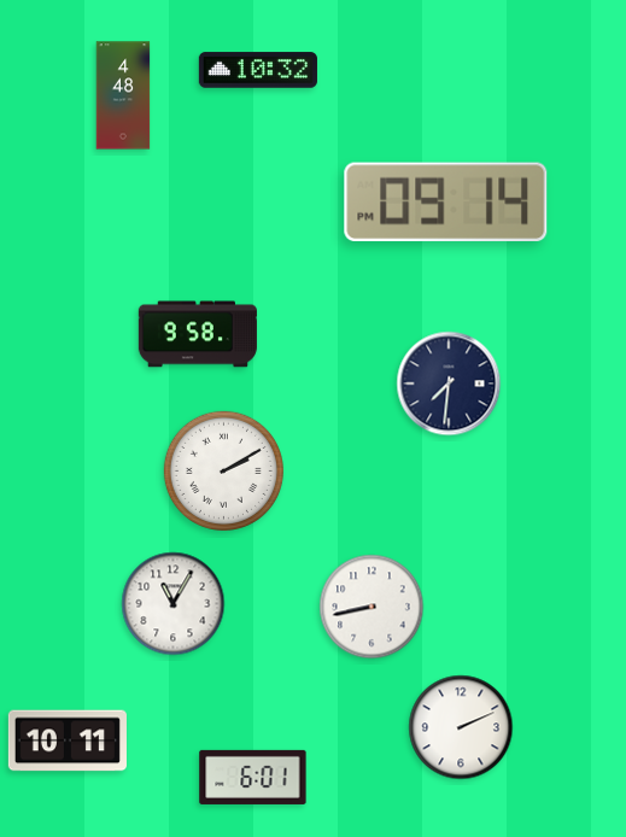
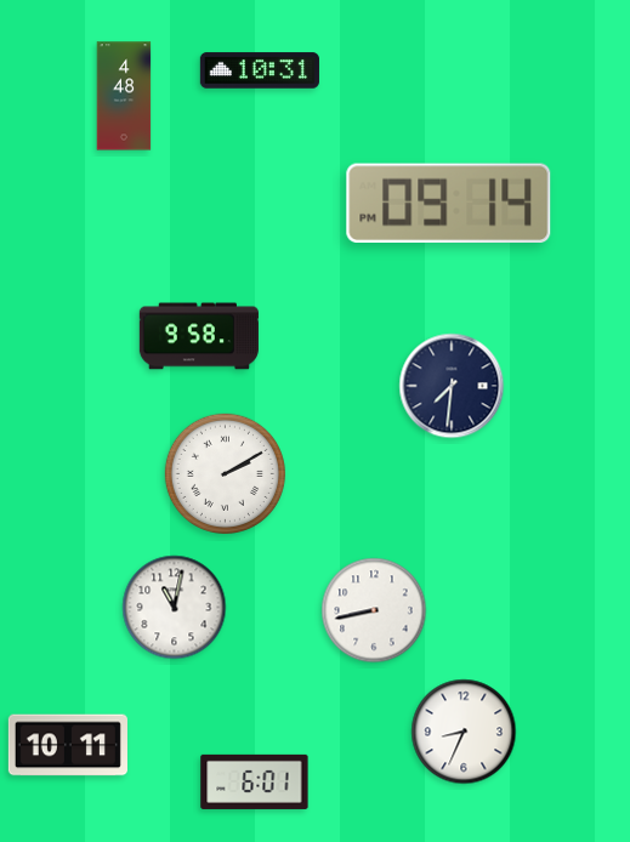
clock at (258, 70): 10:32 -> 10:31
clock at (174, 604): 11:05 -> 11:02
clock at (461, 727): 2:11 -> 8:34
